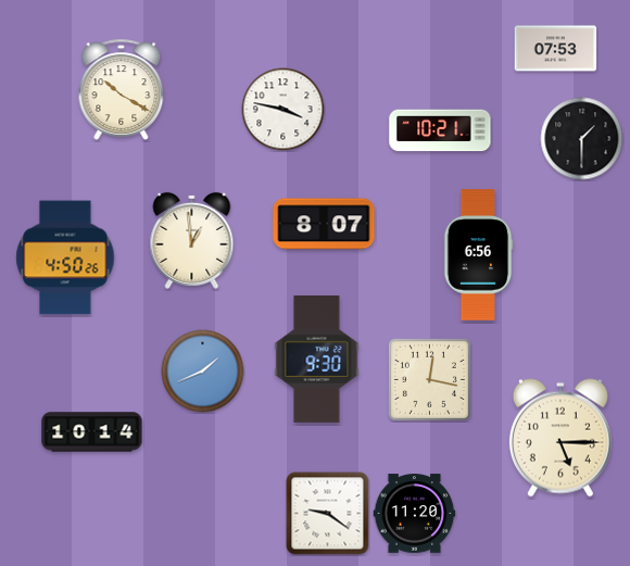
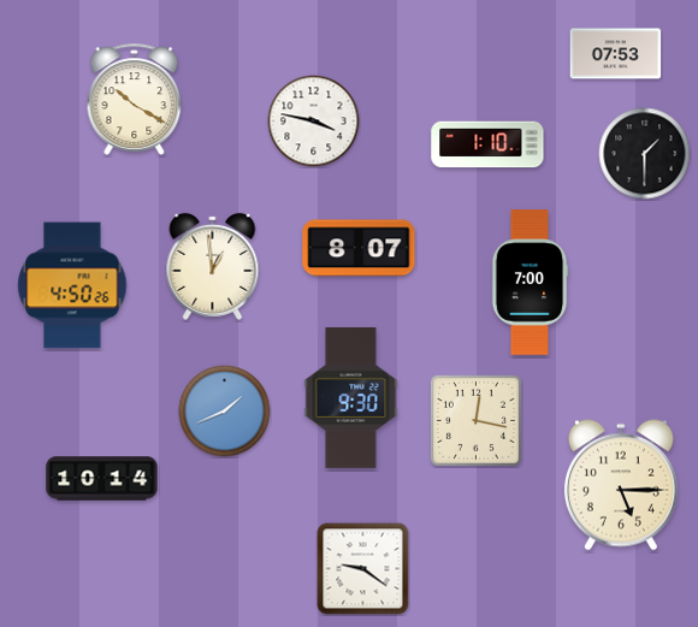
clock at (440, 130): 10:21 -> 1:10
clock at (478, 255): 6:56 -> 7:00
clock at (415, 514): 11:20 -> none
